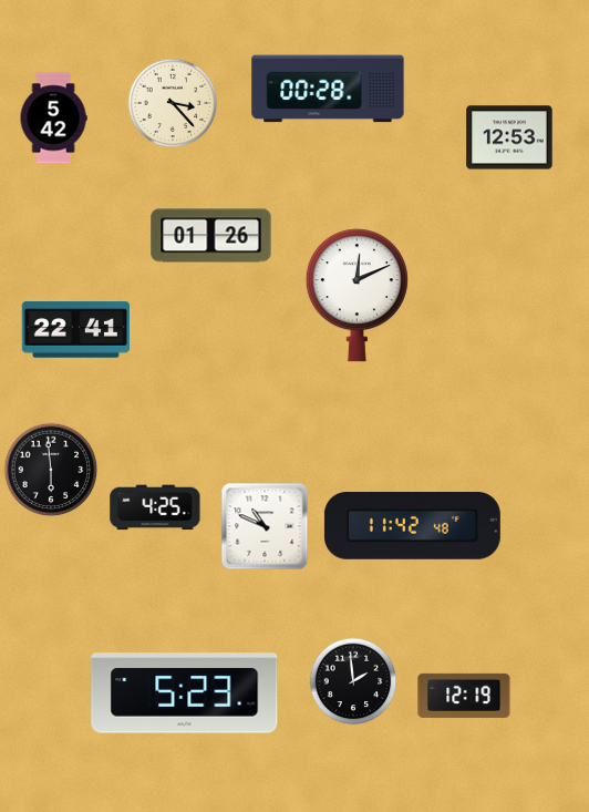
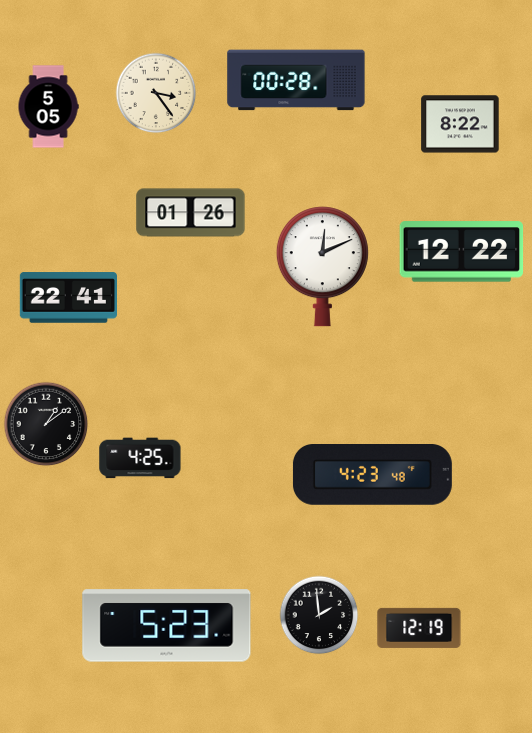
clock at (173, 103): 3:23 -> 3:24
clock at (53, 119): 5:42 -> 5:05
clock at (509, 137): 12:53 -> 8:22
clock at (462, 252): none -> 12:22
clock at (51, 470): 5:59 -> 1:09
clock at (265, 526): 10:49 -> none
clock at (412, 526): 11:42 -> 4:23
